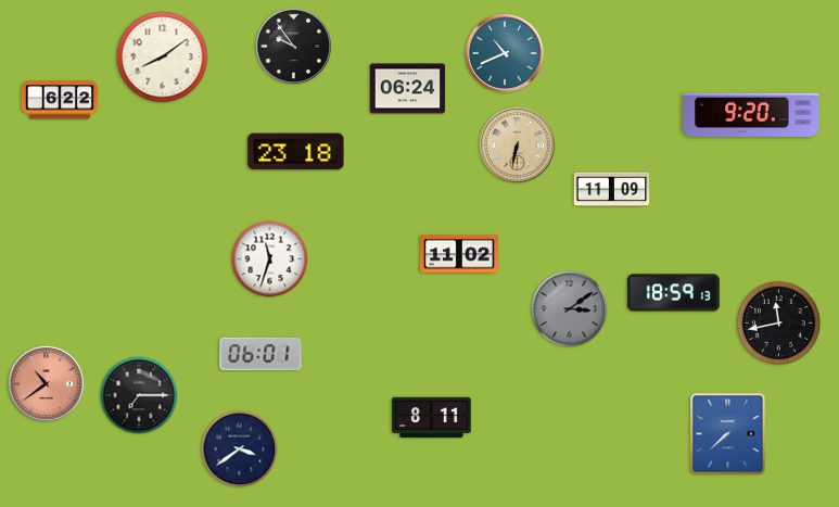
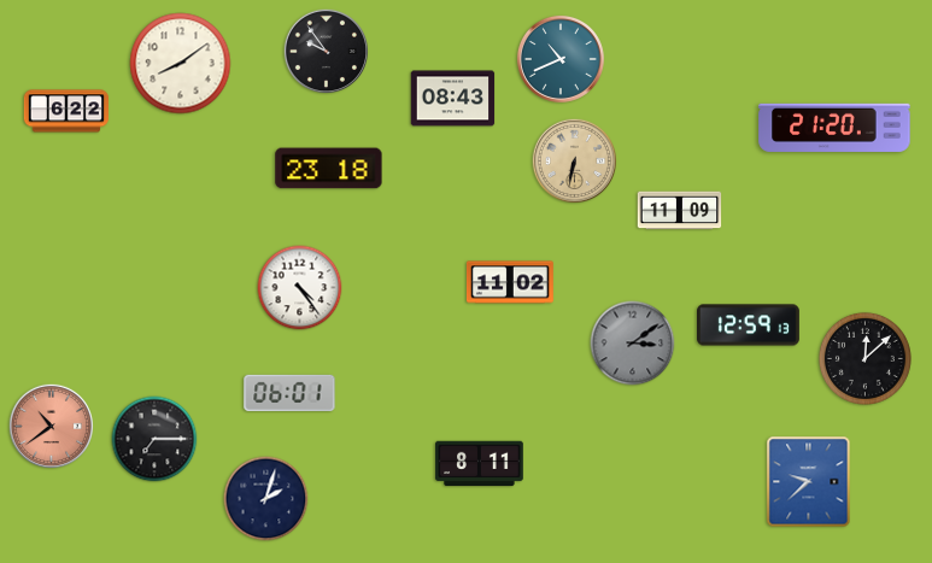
clock at (408, 89): 06:24 -> 08:43
clock at (751, 115): 9:20 -> 21:20
clock at (270, 259): 11:33 -> 4:24
clock at (674, 293): 18:59 -> 12:59
clock at (778, 322): 11:43 -> 12:08
clock at (728, 434): 7:38 -> 9:38
clock at (240, 449): 3:39 -> 2:03
